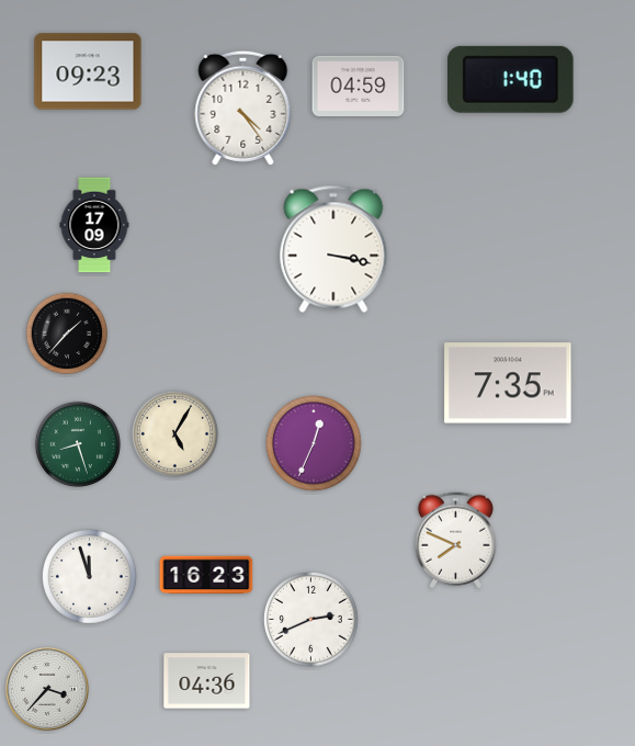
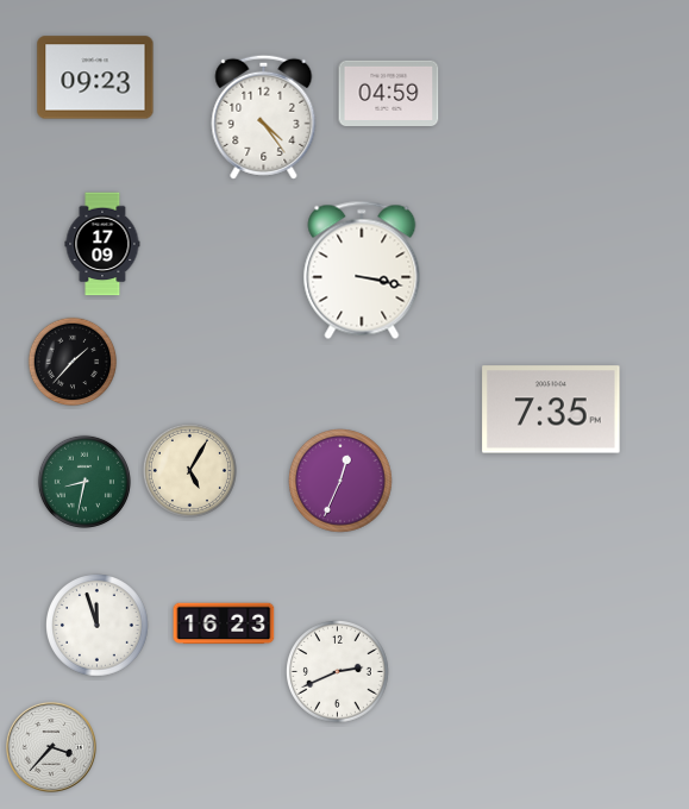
clock at (511, 79): 1:40 -> none
clock at (508, 383) position: (508, 383) -> (551, 409)
clock at (78, 444): 8:27 -> 8:32
clock at (455, 541): 7:49 -> none
clock at (207, 681): 04:36 -> none
